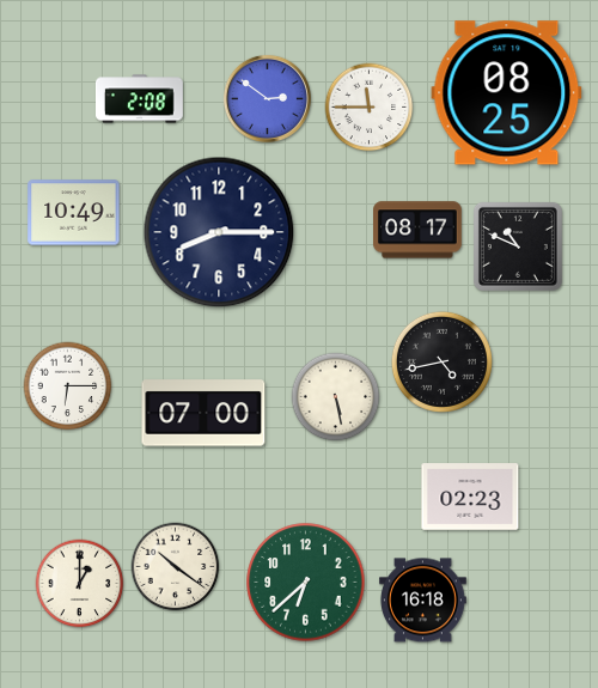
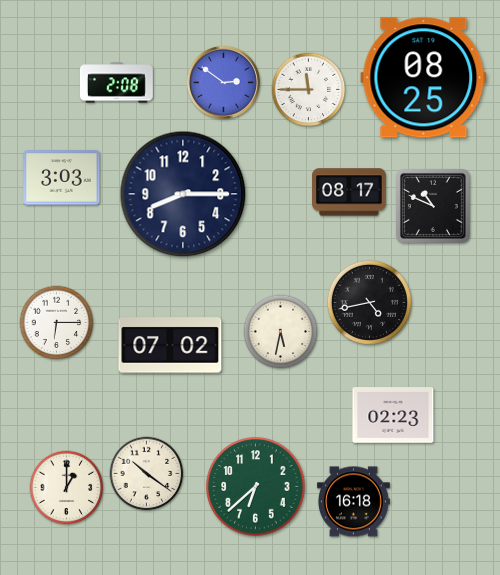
clock at (74, 213): 10:49 -> 3:03
clock at (336, 397): 5:28 -> 5:32
clock at (203, 413): 07:00 -> 07:02
